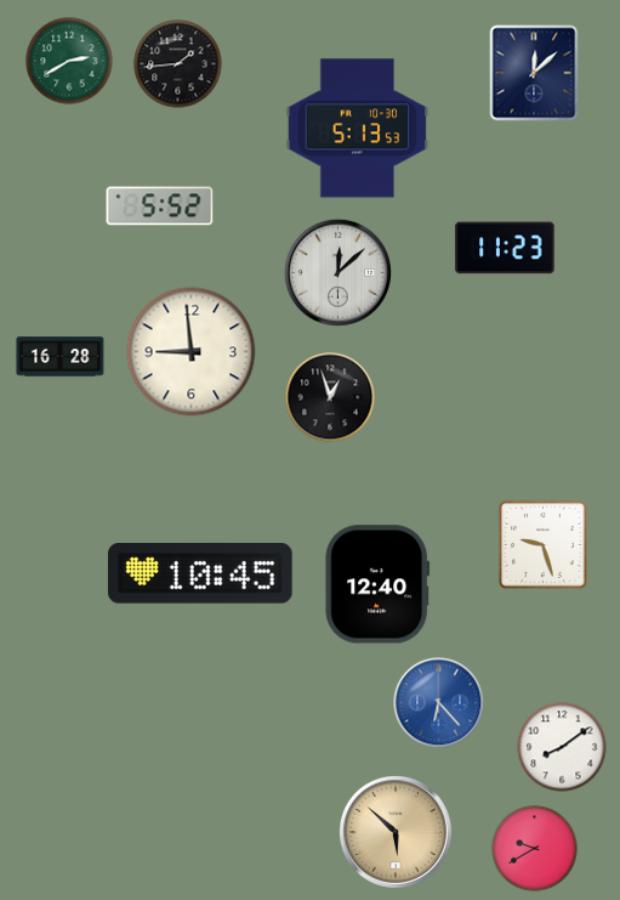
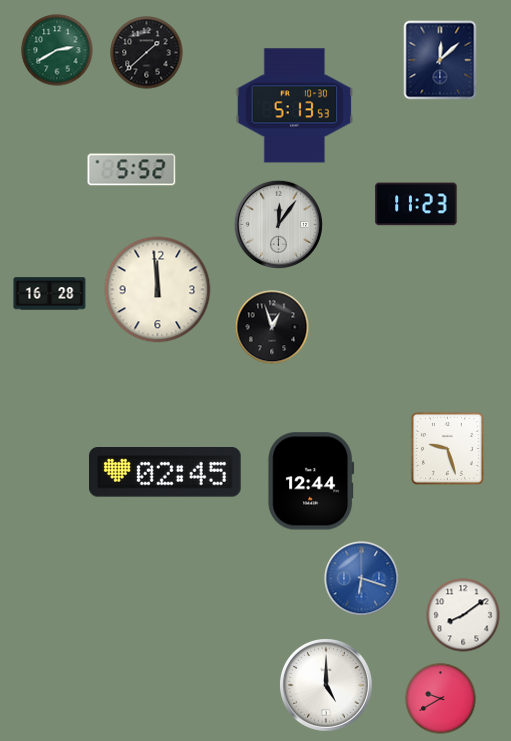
clock at (178, 64): 1:44 -> 1:38
clock at (337, 272): 12:08 -> 12:06
clock at (192, 352): 8:59 -> 11:59
clock at (201, 573): 10:45 -> 02:45
clock at (377, 584): 12:40 -> 12:44
clock at (439, 703): 6:23 -> 6:18
clock at (396, 832): 5:52 -> 5:00
clock at (396, 832) dial: champagne -> white
